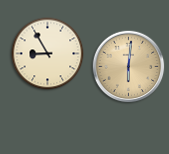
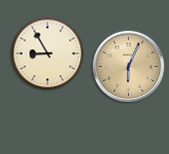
clock at (129, 67): 6:01 -> 6:04
